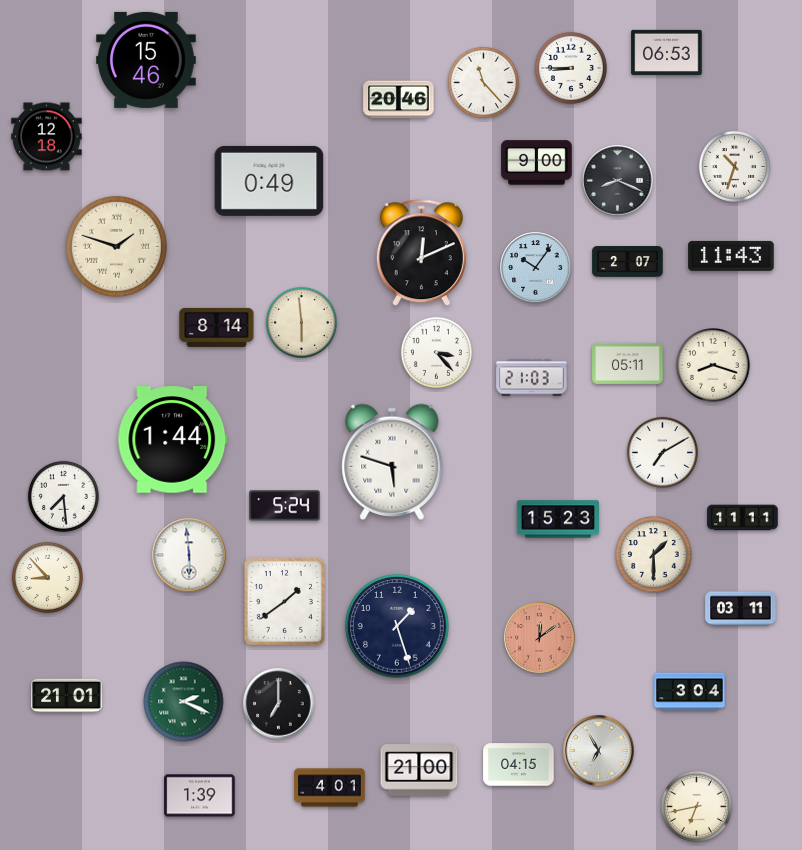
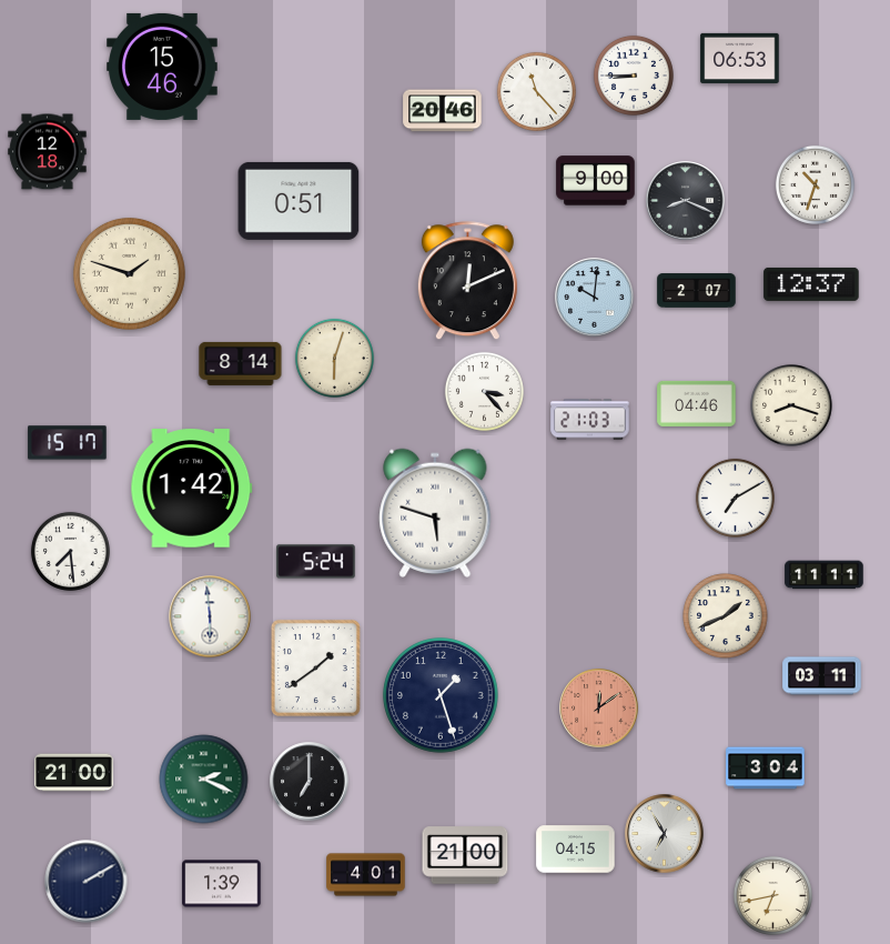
clock at (47, 137) position: (47, 137) -> (48, 152)
clock at (269, 181): 0:49 -> 0:51
clock at (731, 256): 11:43 -> 12:37
clock at (536, 268): 10:06 -> 10:01
clock at (301, 322): 5:59 -> 6:03
clock at (628, 363): 05:11 -> 04:46
clock at (68, 443): none -> 15:17
clock at (173, 440): 1:44 -> 1:42
clock at (662, 452) position: (662, 452) -> (735, 498)
clock at (558, 519): 15:23 -> none
clock at (654, 555): 1:30 -> 1:41
clock at (47, 577): 8:53 -> none
clock at (67, 696): 21:01 -> 21:00
clock at (87, 882): none -> 2:10
